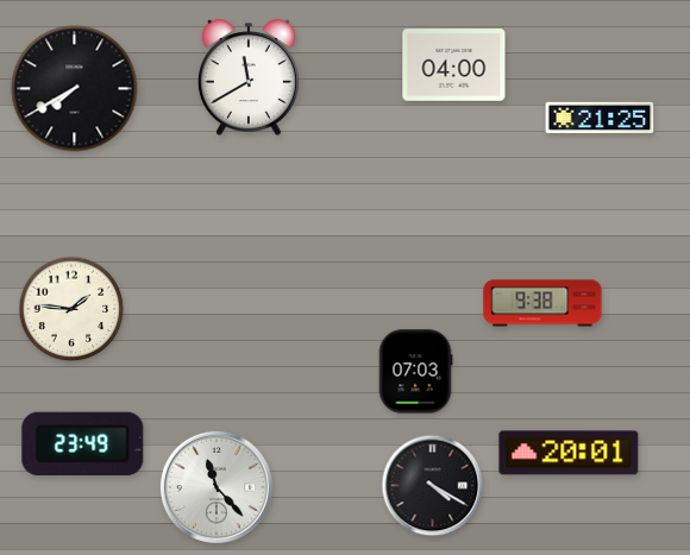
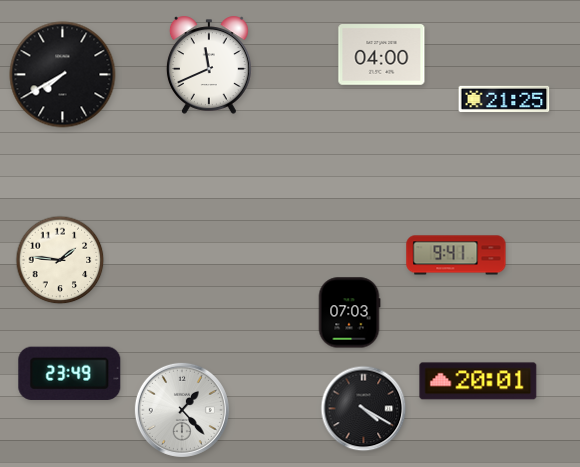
clock at (249, 77): 11:40 -> 11:41
clock at (542, 303): 9:38 -> 9:41
clock at (217, 487): 11:23 -> 1:23
